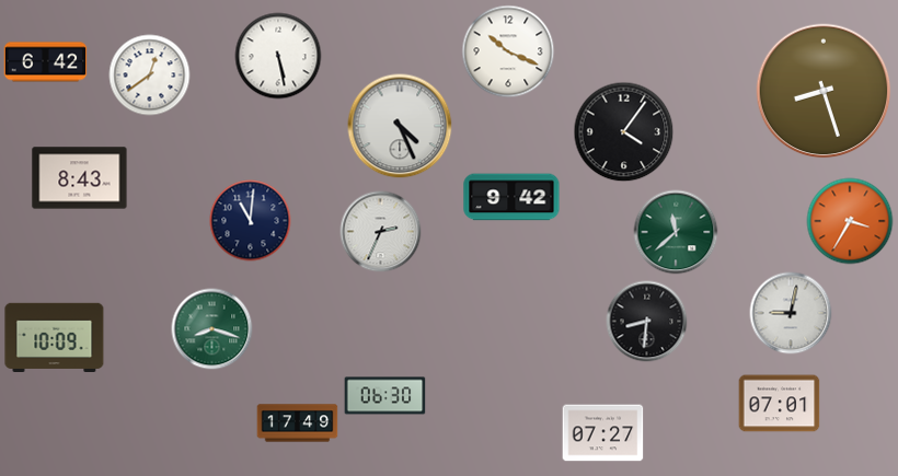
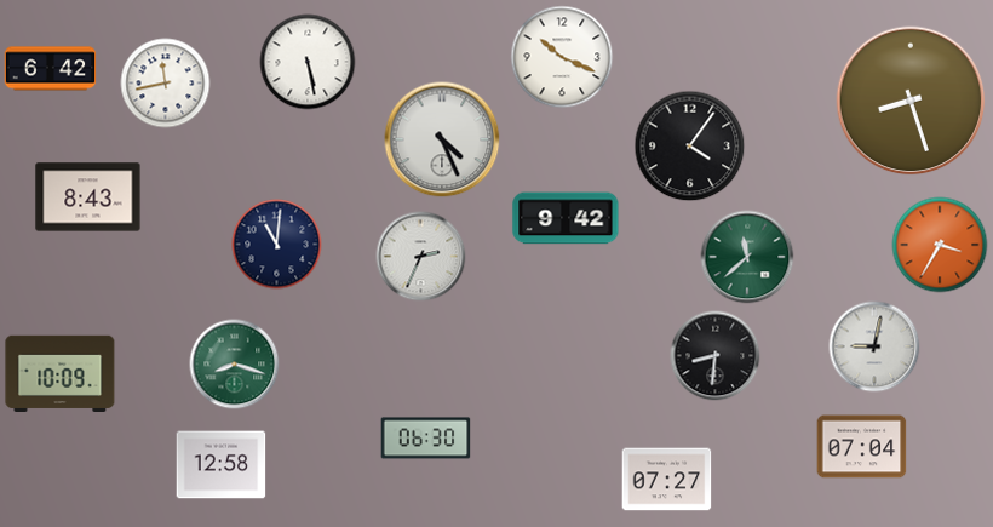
clock at (150, 76): 12:39 -> 11:43
clock at (780, 404): 07:01 -> 07:04
clock at (222, 465): none -> 12:58
clock at (298, 423): 17:49 -> none
